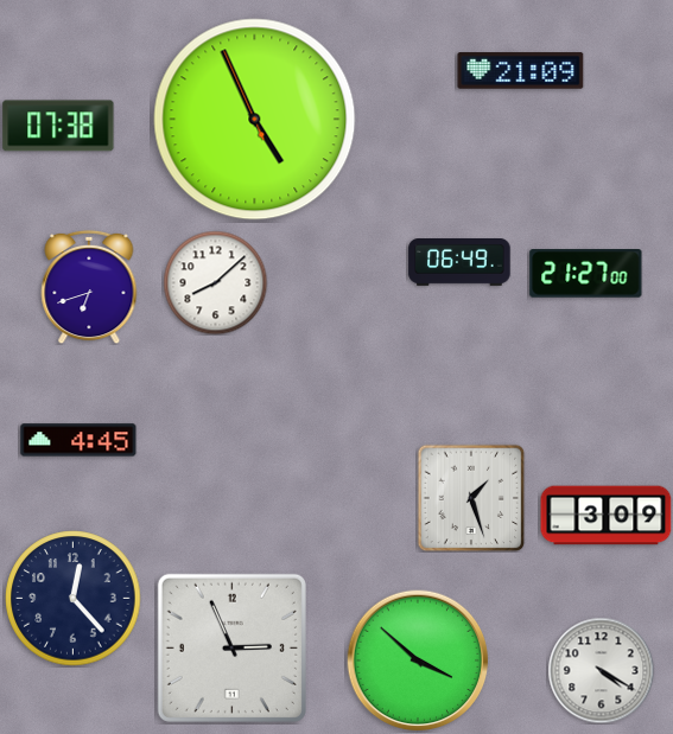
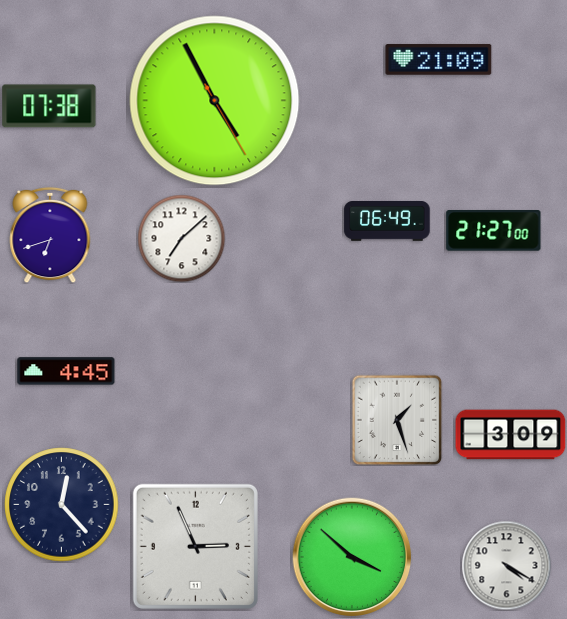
clock at (255, 120): 4:55:56 -> 4:55:25
clock at (215, 282): 8:08 -> 7:08
clock at (89, 287) position: (89, 287) -> (50, 235)
